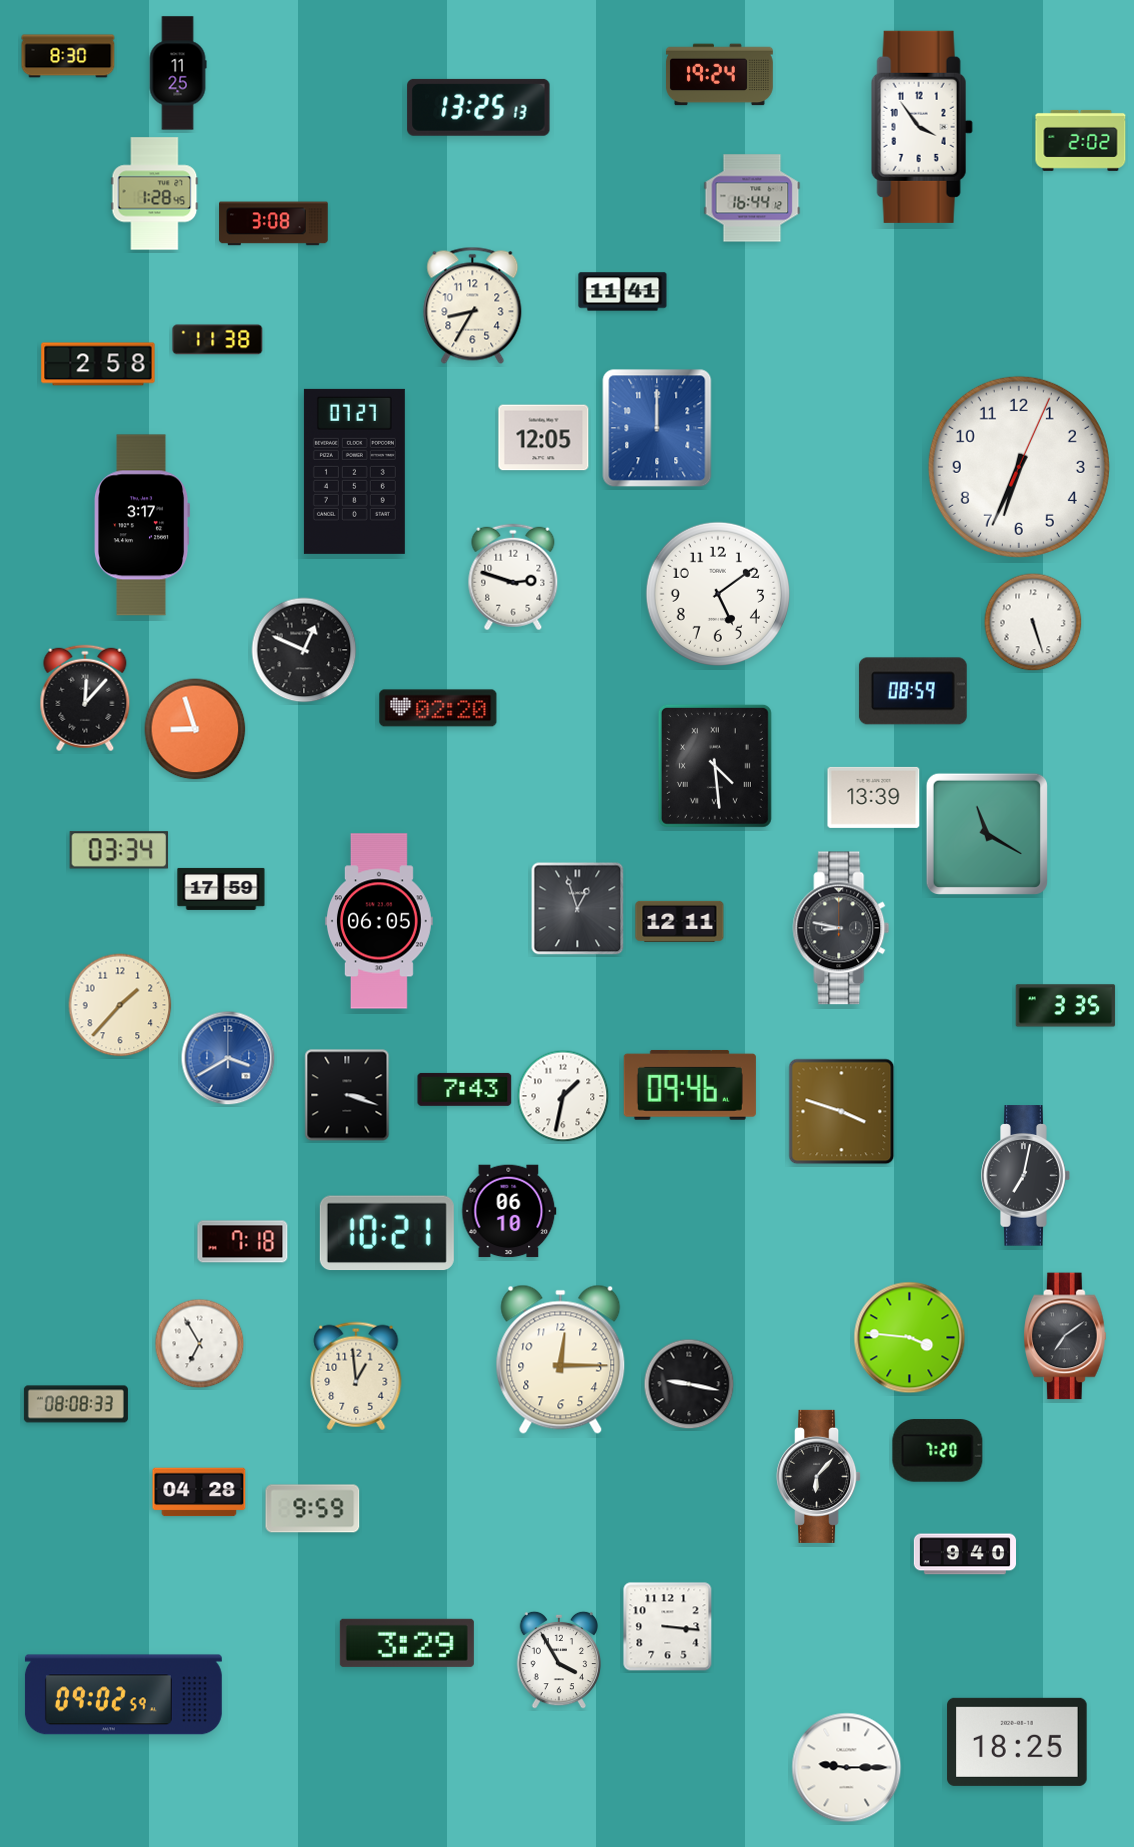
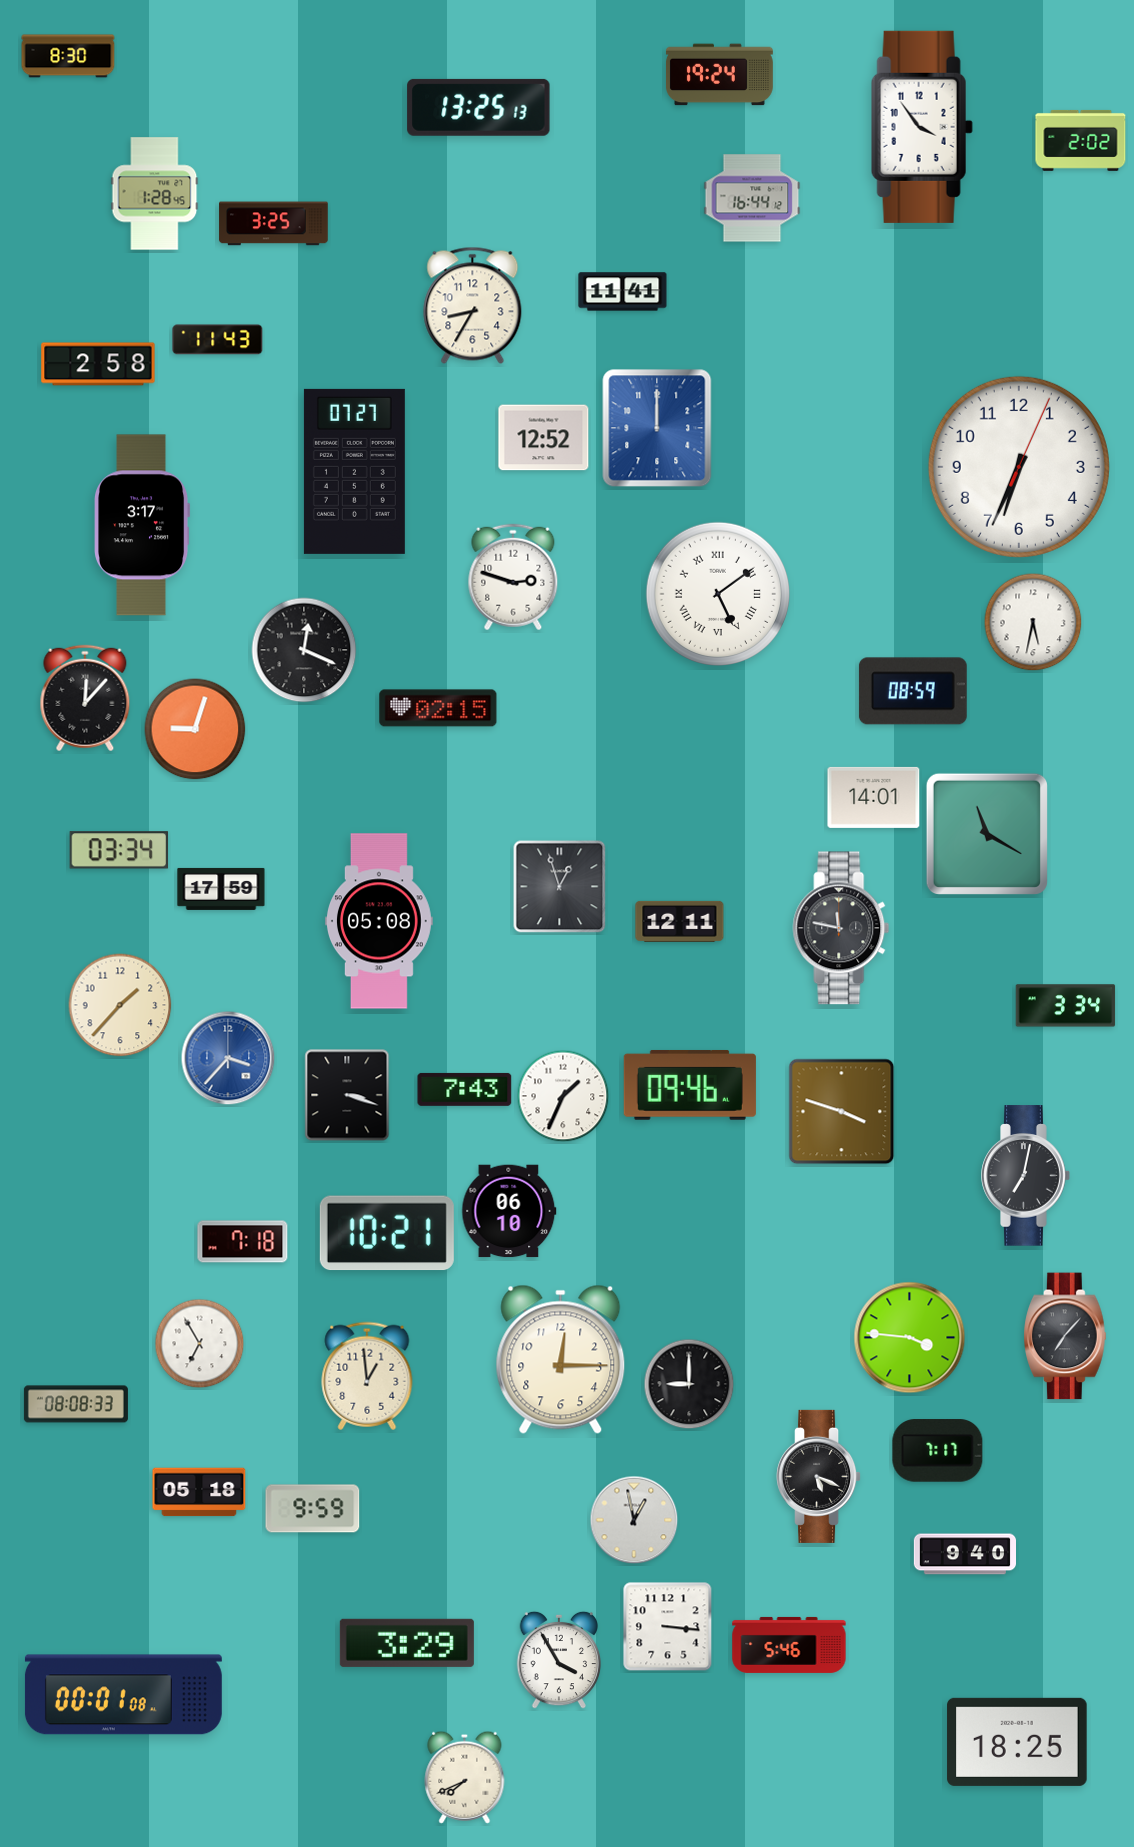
clock at (178, 73): 11:25 -> none
clock at (274, 224): 3:08 -> 3:25
clock at (218, 340): 11:38 -> 11:43
clock at (544, 438): 12:05 -> 12:52
clock at (717, 593) numerals: Arabic -> Roman
clock at (1033, 622): 5:27 -> 5:32
clock at (304, 650): 12:49 -> 12:19
clock at (438, 708): 02:20 -> 02:15
clock at (195, 729): 8:57 -> 9:03
clock at (715, 766): 4:29 -> none
clock at (874, 797): 13:39 -> 14:01
clock at (578, 909) position: (578, 909) -> (560, 887)
clock at (379, 921): 06:05 -> 05:08
clock at (841, 928): 8:47 -> 11:47
clock at (1066, 1006): 3:35 -> 3:34
clock at (228, 1058): 3:40 -> 3:37
clock at (563, 1096): 1:32 -> 1:34
clock at (1065, 1336): 7:09 -> 7:07
clock at (356, 1376) position: (356, 1376) -> (367, 1376)
clock at (689, 1384): 9:17 -> 9:00
clock at (938, 1451): 7:20 -> 7:17
clock at (819, 1476): 6:07 -> 5:19
clock at (199, 1492): 04:28 -> 05:18
clock at (634, 1520): none -> 12:58
clock at (789, 1645): none -> 5:46
clock at (123, 1695): 09:02 -> 00:01
clock at (847, 1768): 9:15 -> none
clock at (465, 1777): none -> 7:41
